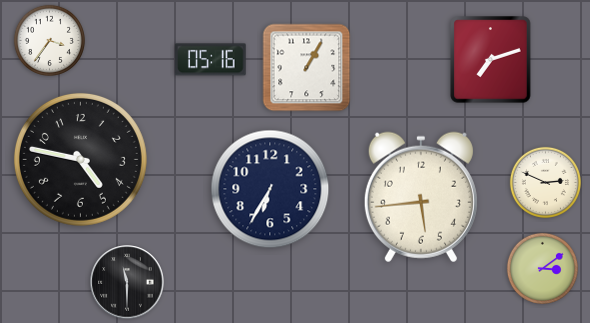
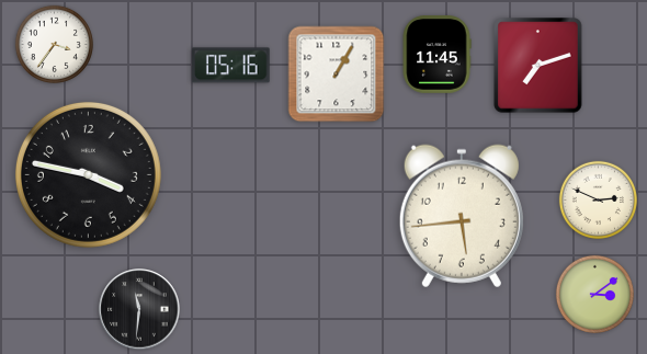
clock at (436, 55): none -> 11:45
clock at (80, 159): 4:47 -> 3:47
clock at (270, 189): 6:35 -> none
clock at (127, 282): 11:30 -> 11:31
